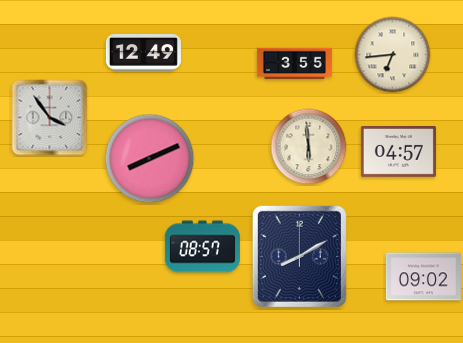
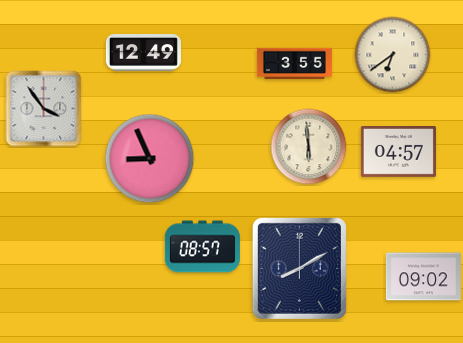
clock at (393, 55): 6:44 -> 6:39
clock at (50, 118) position: (50, 118) -> (44, 109)
clock at (150, 159): 8:11 -> 8:56
clock at (299, 256) position: (299, 256) -> (299, 268)
